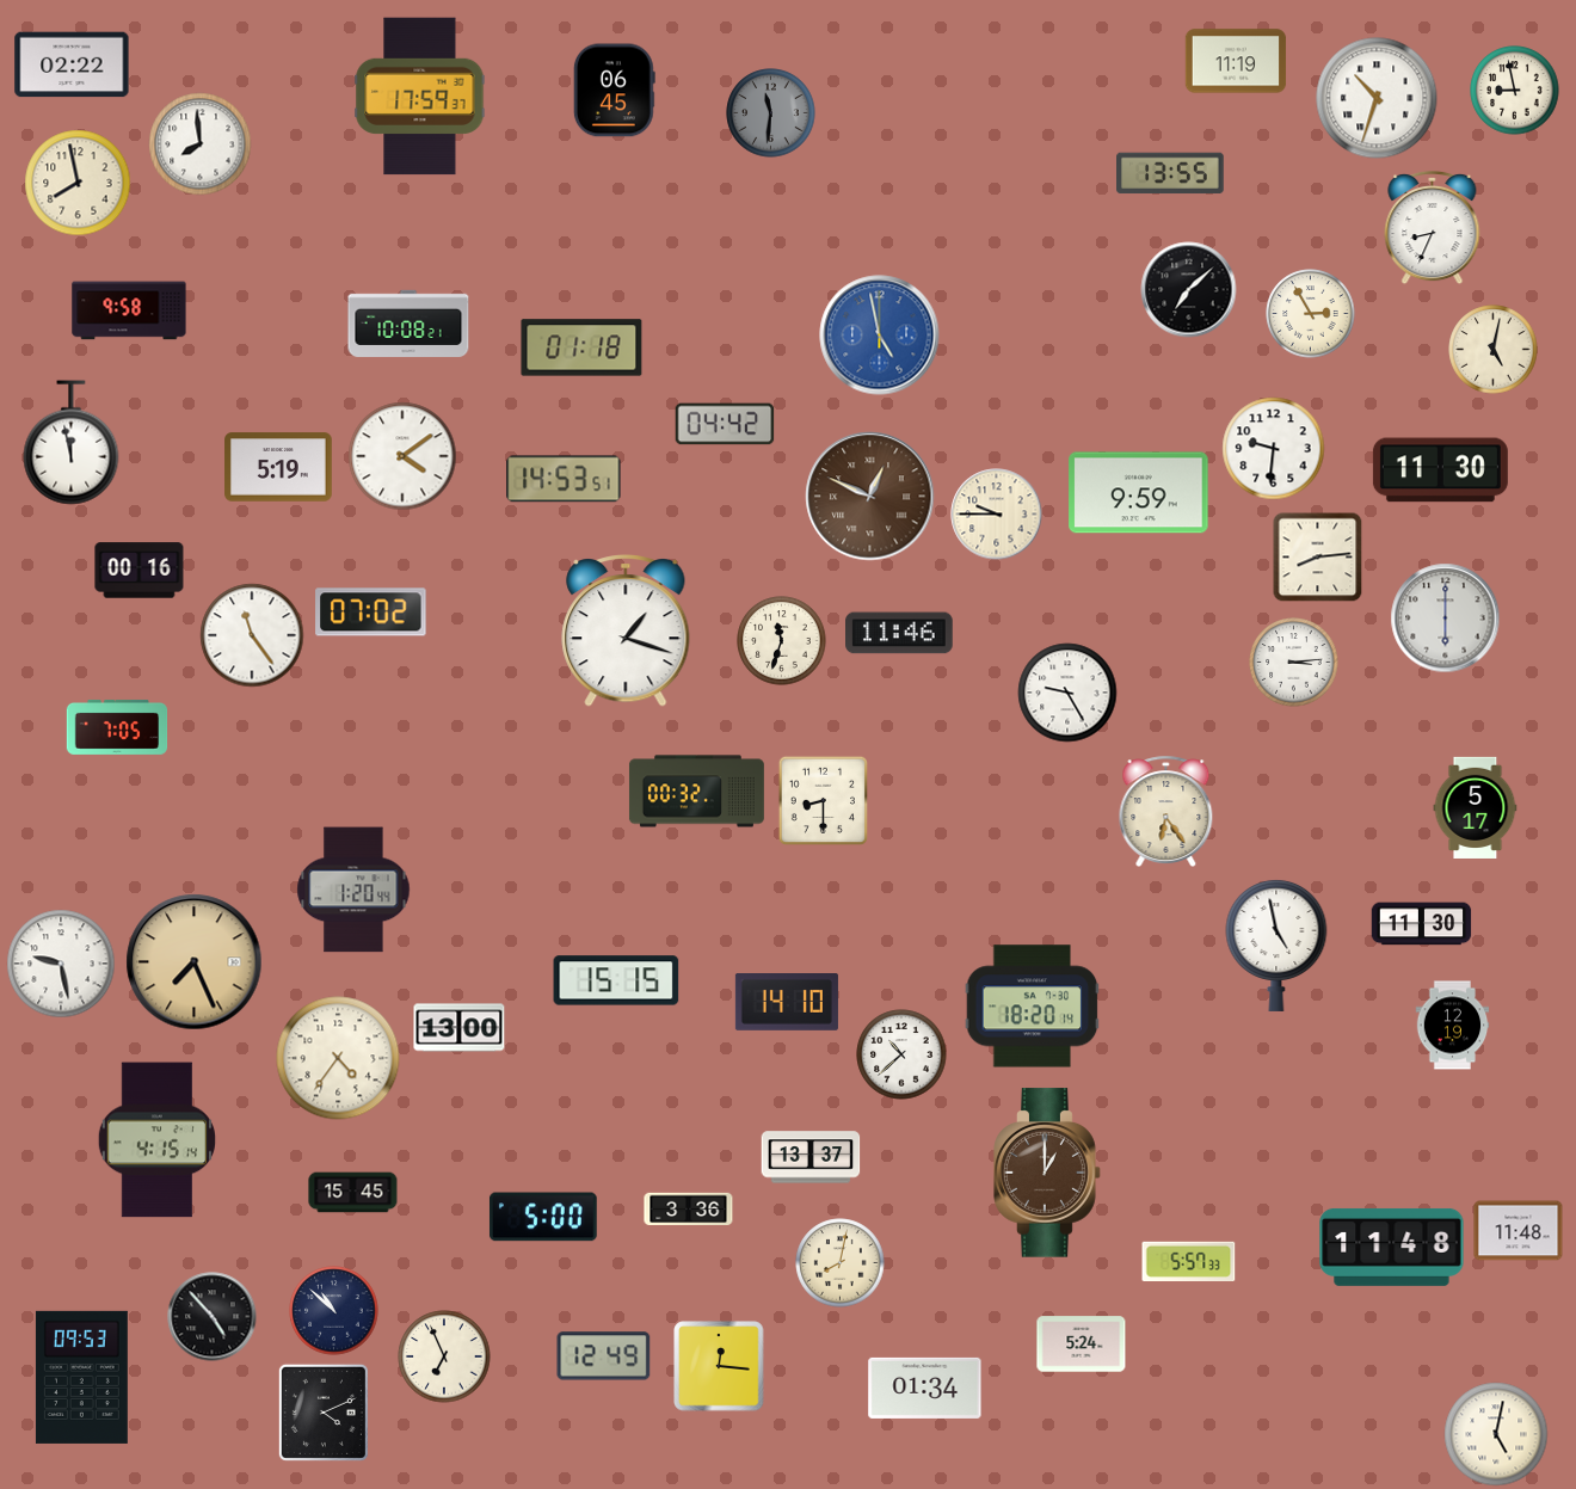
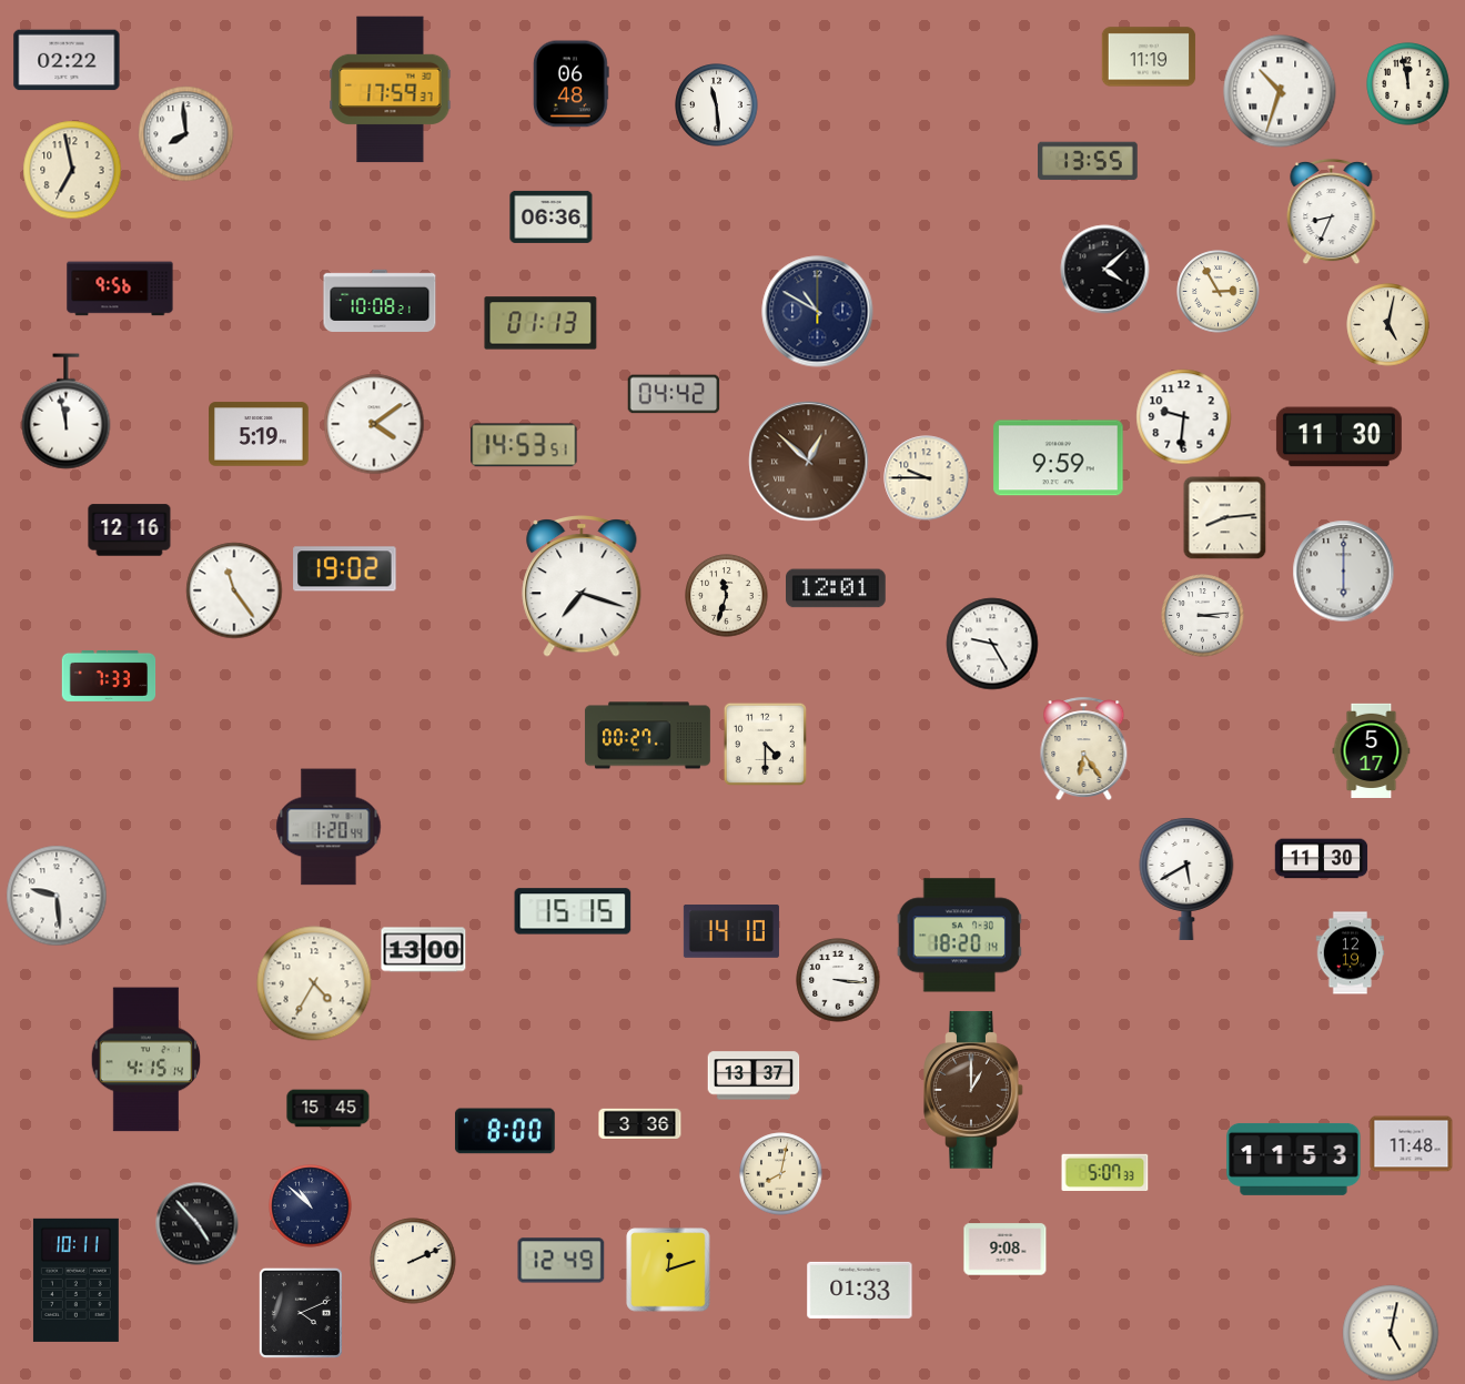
clock at (614, 91): 06:45 -> 06:48
clock at (1515, 91): 8:58 -> 11:58
clock at (771, 113): 11:31 -> 11:29
clock at (771, 113) dial: grey -> white
clock at (78, 183): 7:58 -> 6:58
clock at (552, 216): none -> 06:36
clock at (1189, 290): 7:08 -> 4:08
clock at (129, 310): 9:58 -> 9:56
clock at (880, 336): 4:58 -> 10:50
clock at (880, 336) dial: blue -> navy
clock at (581, 347): 01:18 -> 01:13
clock at (870, 497): 12:49 -> 12:52
clock at (140, 571): 00:16 -> 12:16
clock at (371, 613): 07:02 -> 19:02
clock at (1446, 619) position: (1446, 619) -> (1344, 572)
clock at (626, 632): 1:18 -> 7:18
clock at (900, 633): 11:46 -> 12:01
clock at (117, 727): 7:05 -> 7:33
clock at (696, 792): 00:32 -> 00:27
clock at (823, 800): 8:30 -> 4:30
clock at (1166, 812) position: (1166, 812) -> (1084, 749)
clock at (1276, 945): 4:58 -> 5:40
clock at (195, 962): 7:26 -> none
clock at (61, 964): 9:28 -> 9:29
clock at (460, 1028) position: (460, 1028) -> (424, 950)
clock at (901, 1054): 10:38 -> 3:16
clock at (338, 1058): 4:36 -> 4:35
clock at (543, 1217): 5:00 -> 8:00
clock at (1392, 1247): 11:48 -> 11:53
clock at (1189, 1261): 5:57 -> 5:07
clock at (334, 1311) position: (334, 1311) -> (311, 1206)
clock at (1082, 1345): 5:24 -> 9:08
clock at (444, 1356): 6:56 -> 2:11
clock at (719, 1366): 12:16 -> 12:12
clock at (81, 1377): 09:53 -> 10:11
clock at (925, 1388): 01:34 -> 01:33
